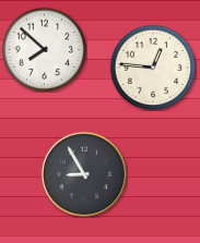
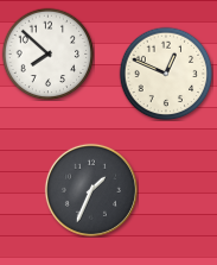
clock at (153, 68): 12:46 -> 12:49
clock at (84, 174): 8:55 -> 1:34
